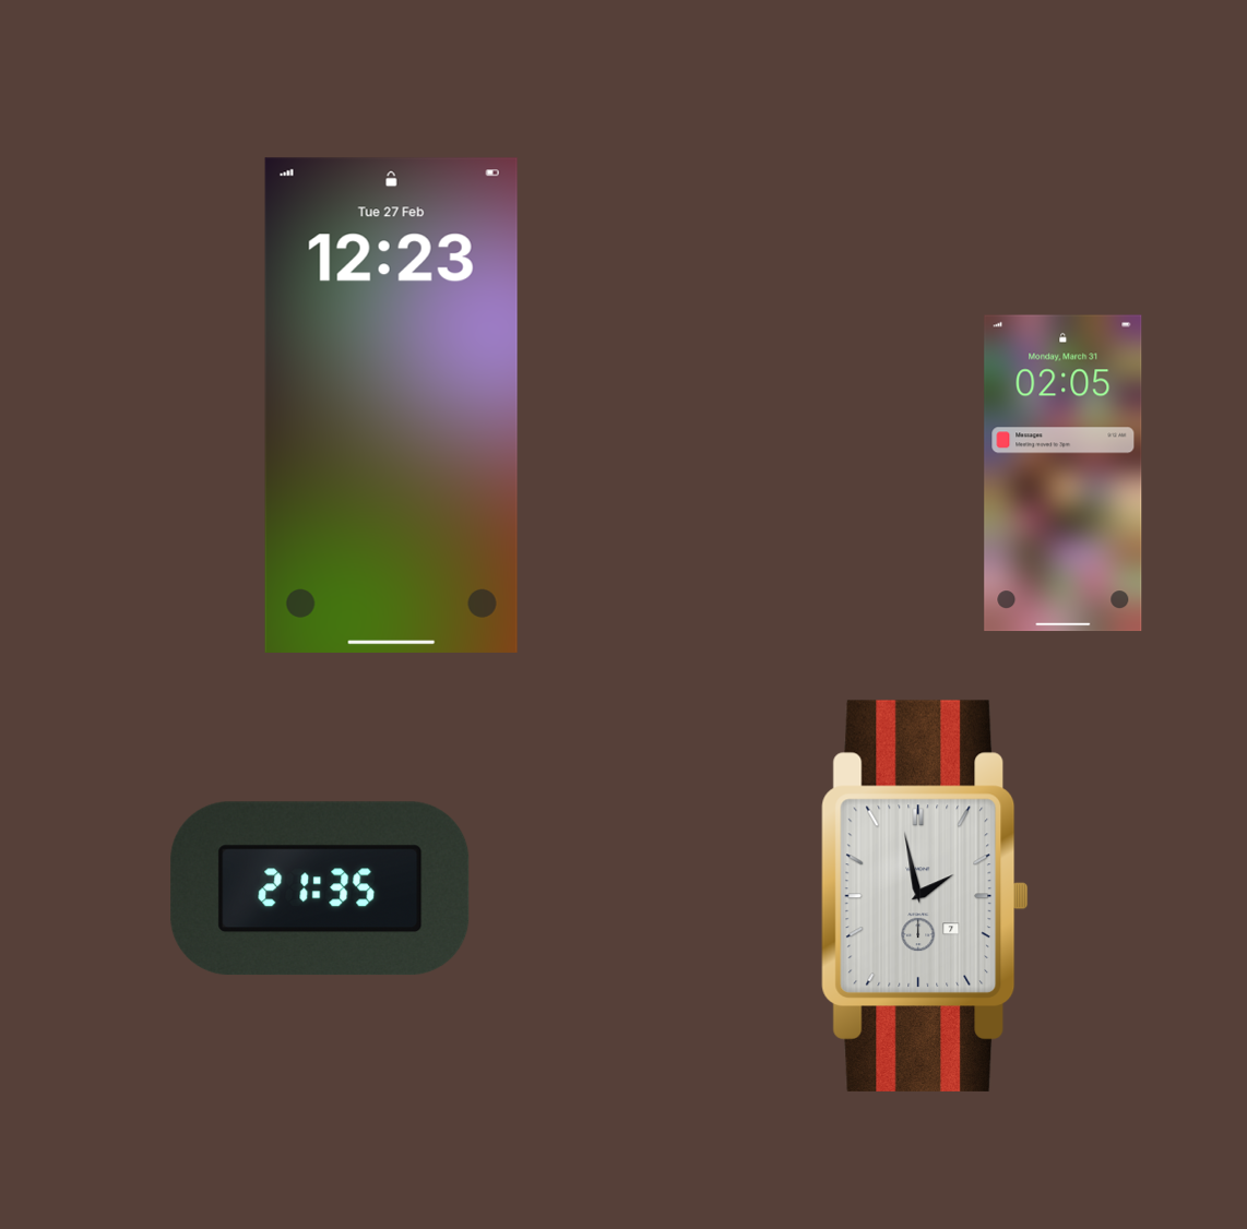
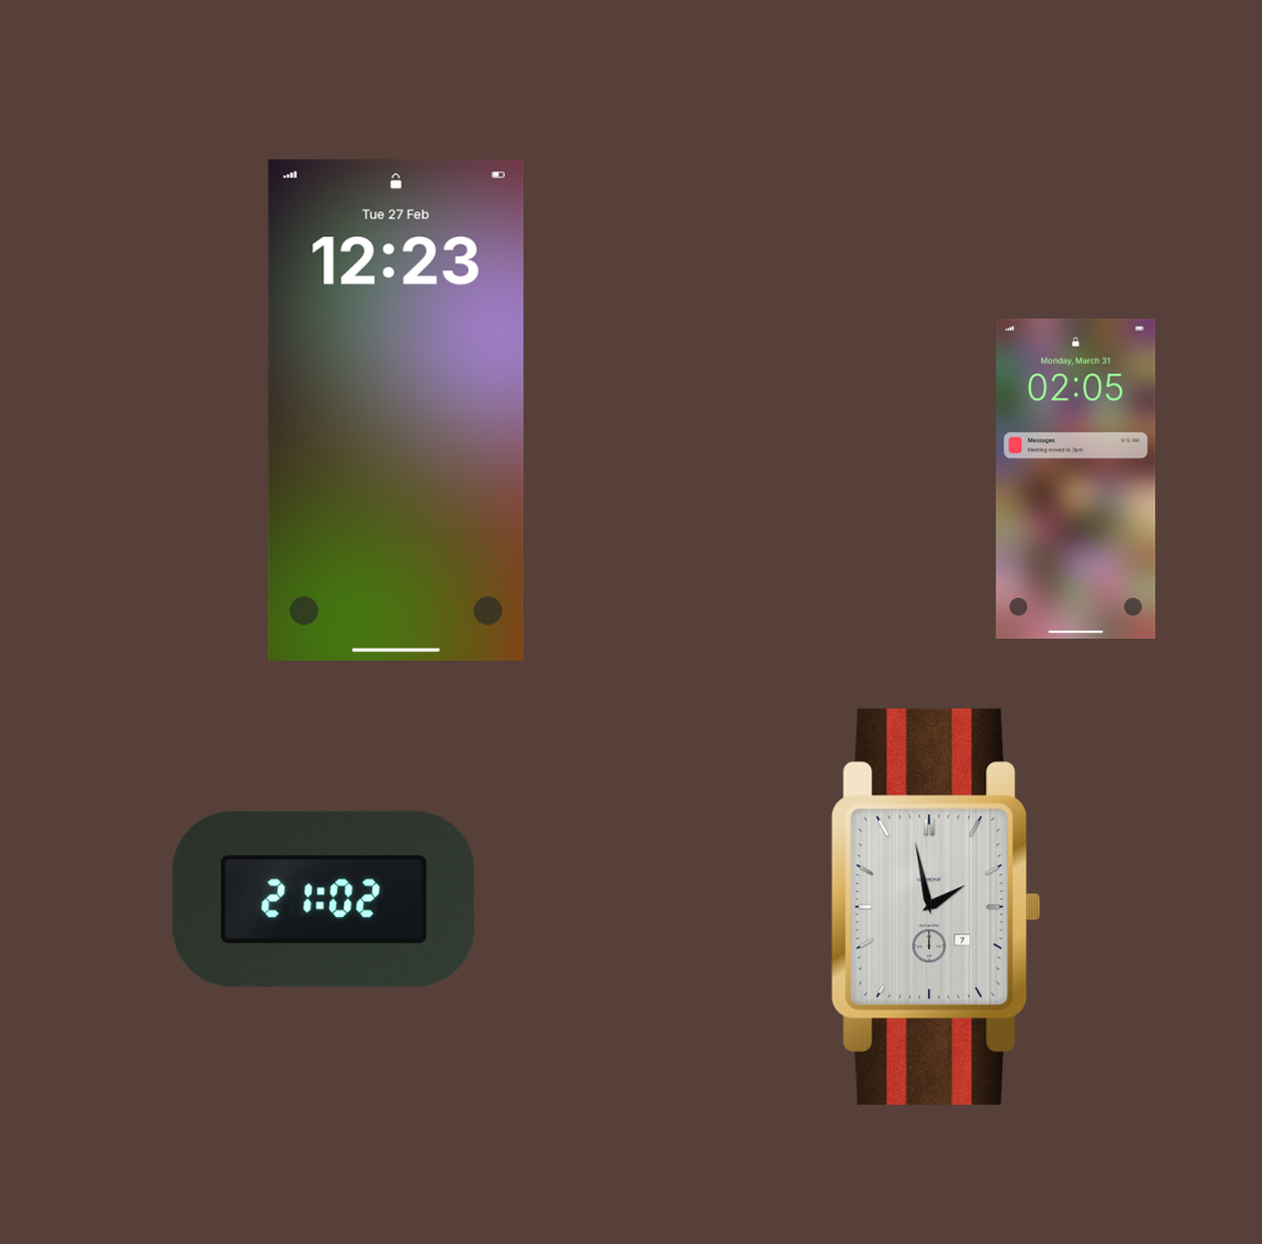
clock at (320, 888): 21:35 -> 21:02
